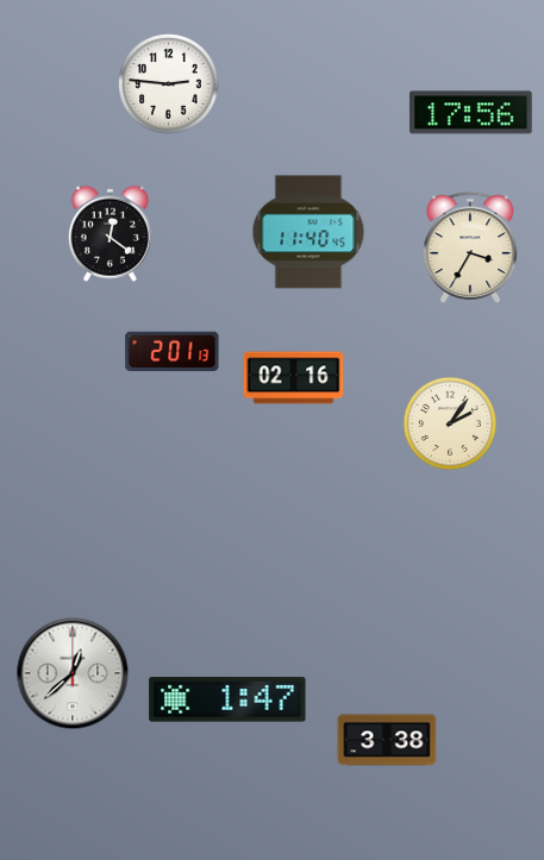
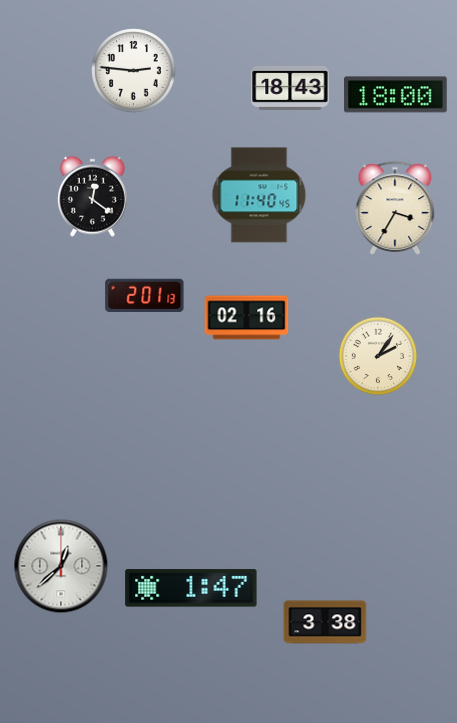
clock at (169, 84) position: (169, 84) -> (134, 71)
clock at (290, 88): none -> 18:43
clock at (471, 113): 17:56 -> 18:00
